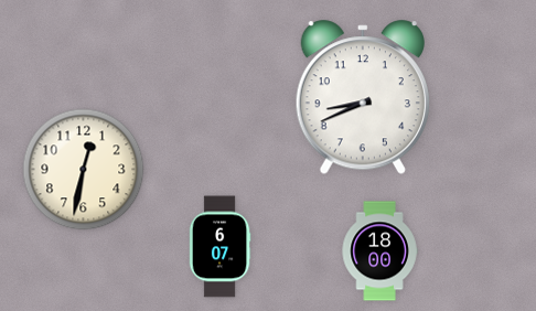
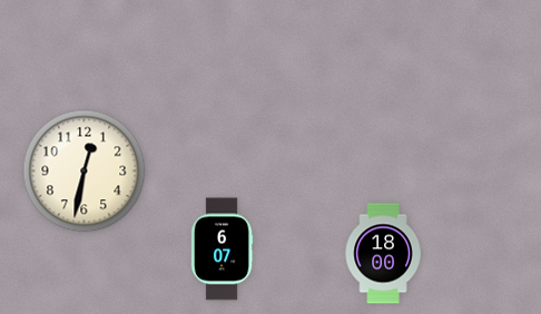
clock at (363, 98): 8:41 -> none
